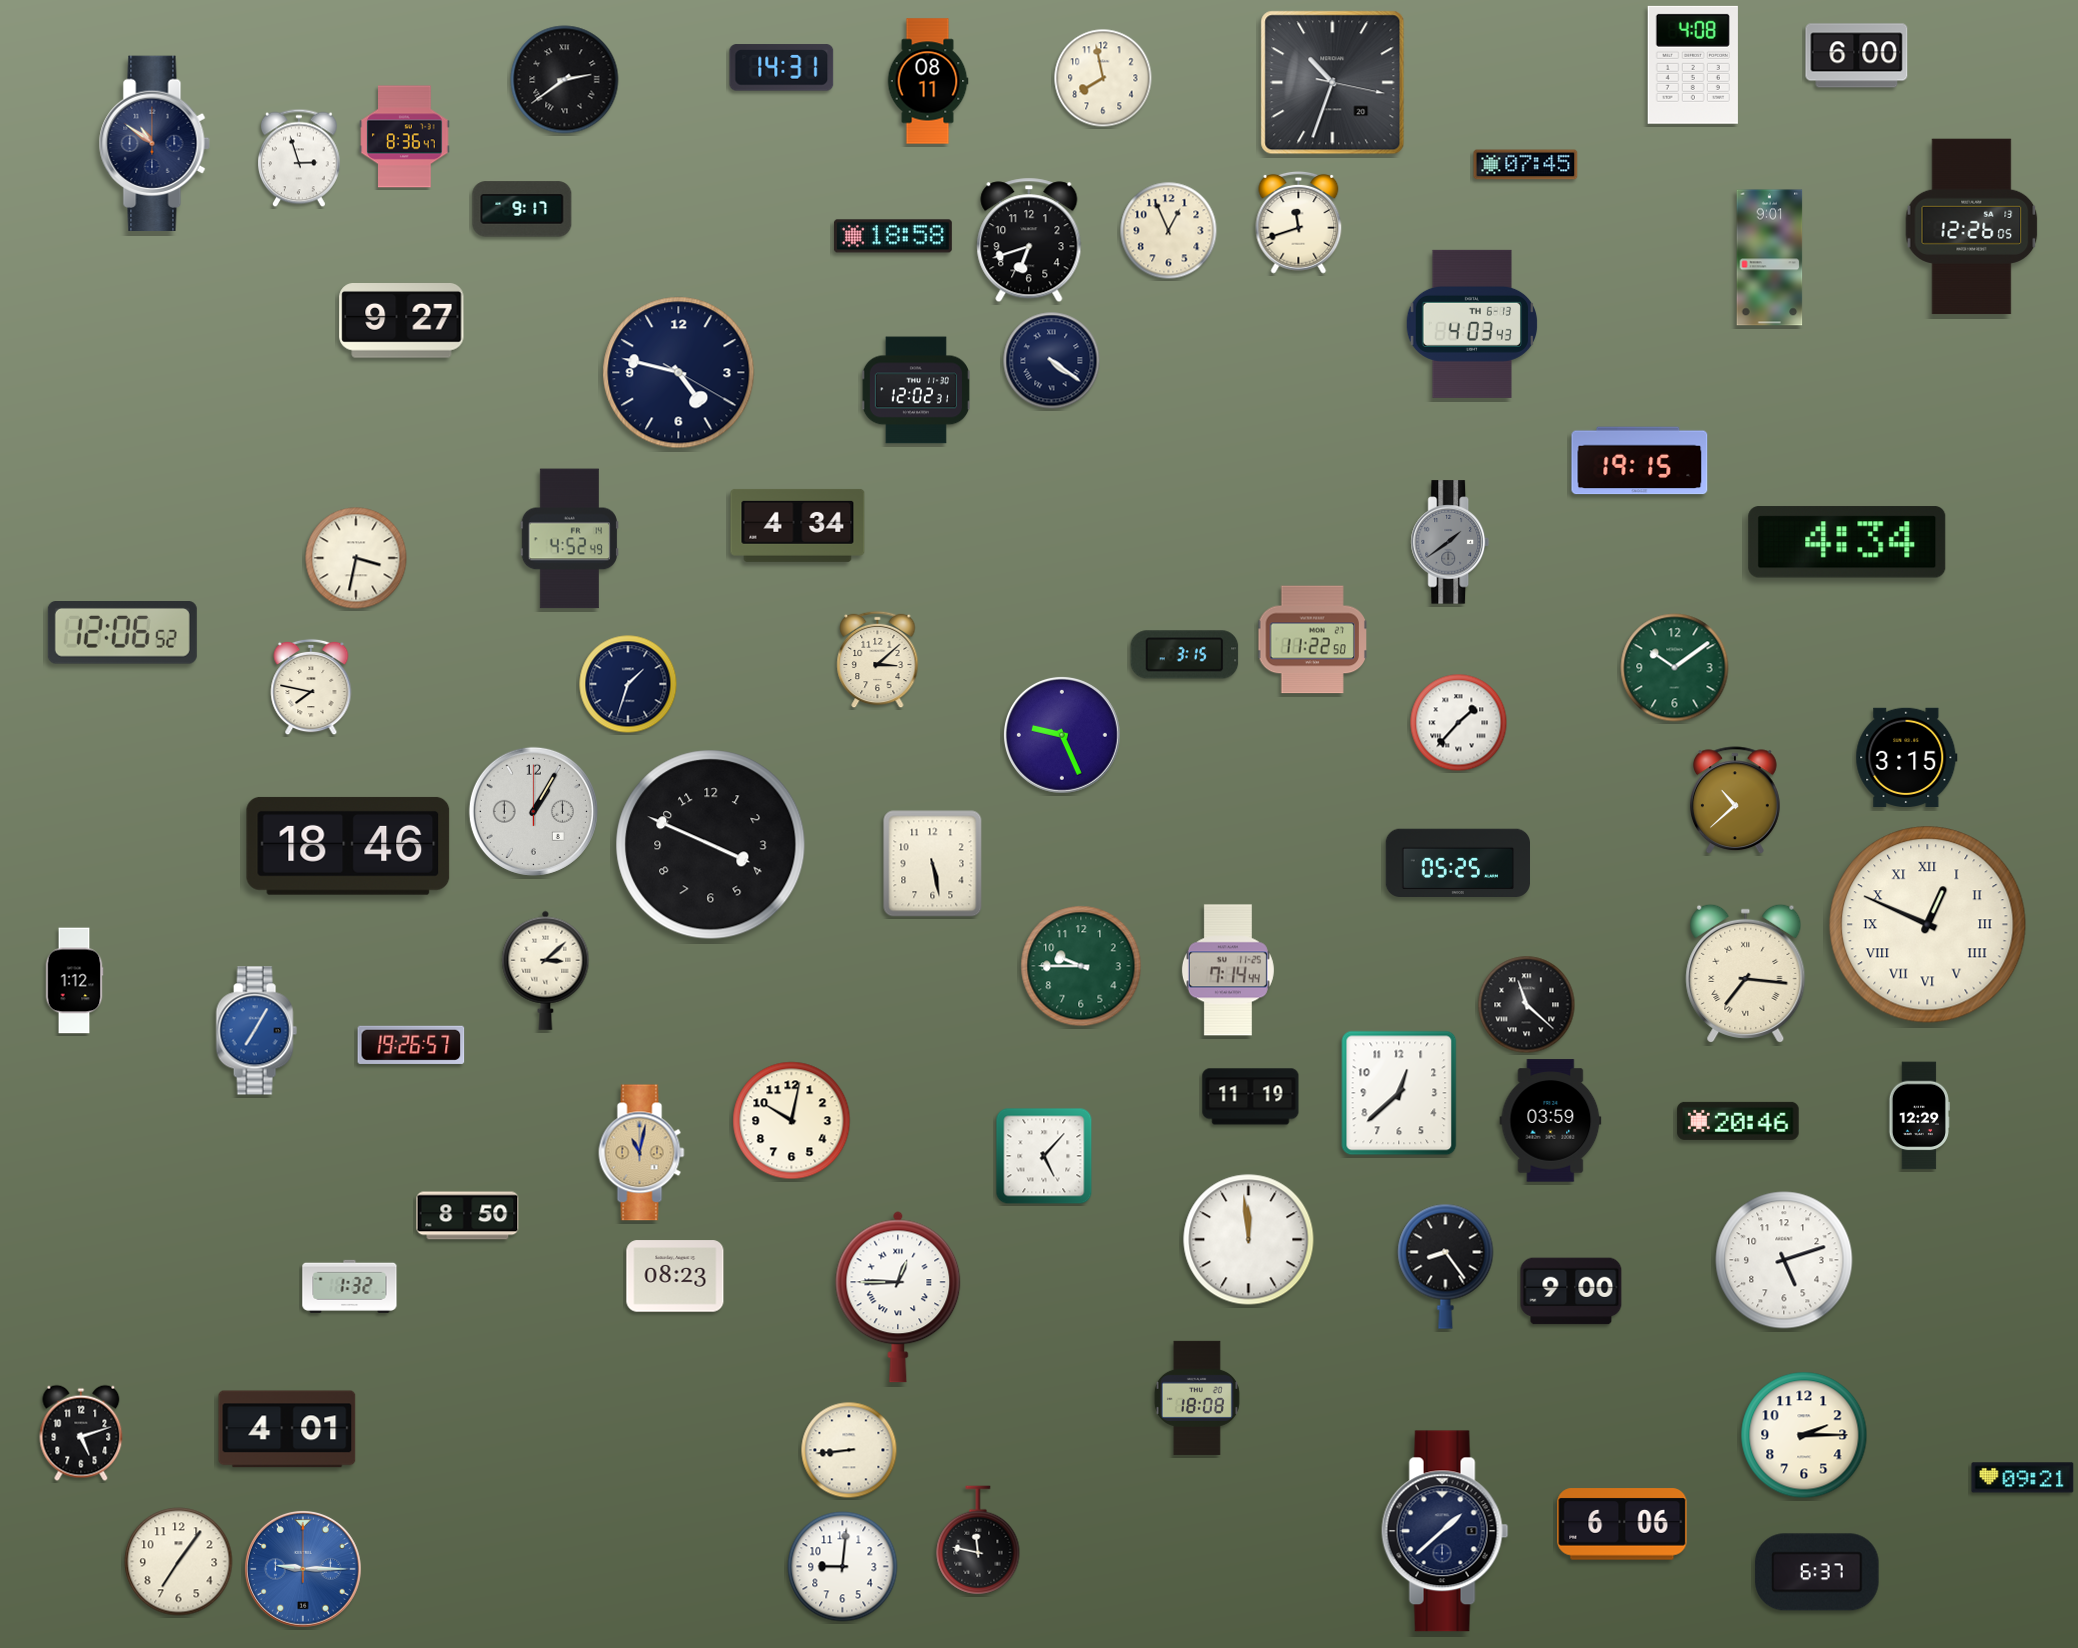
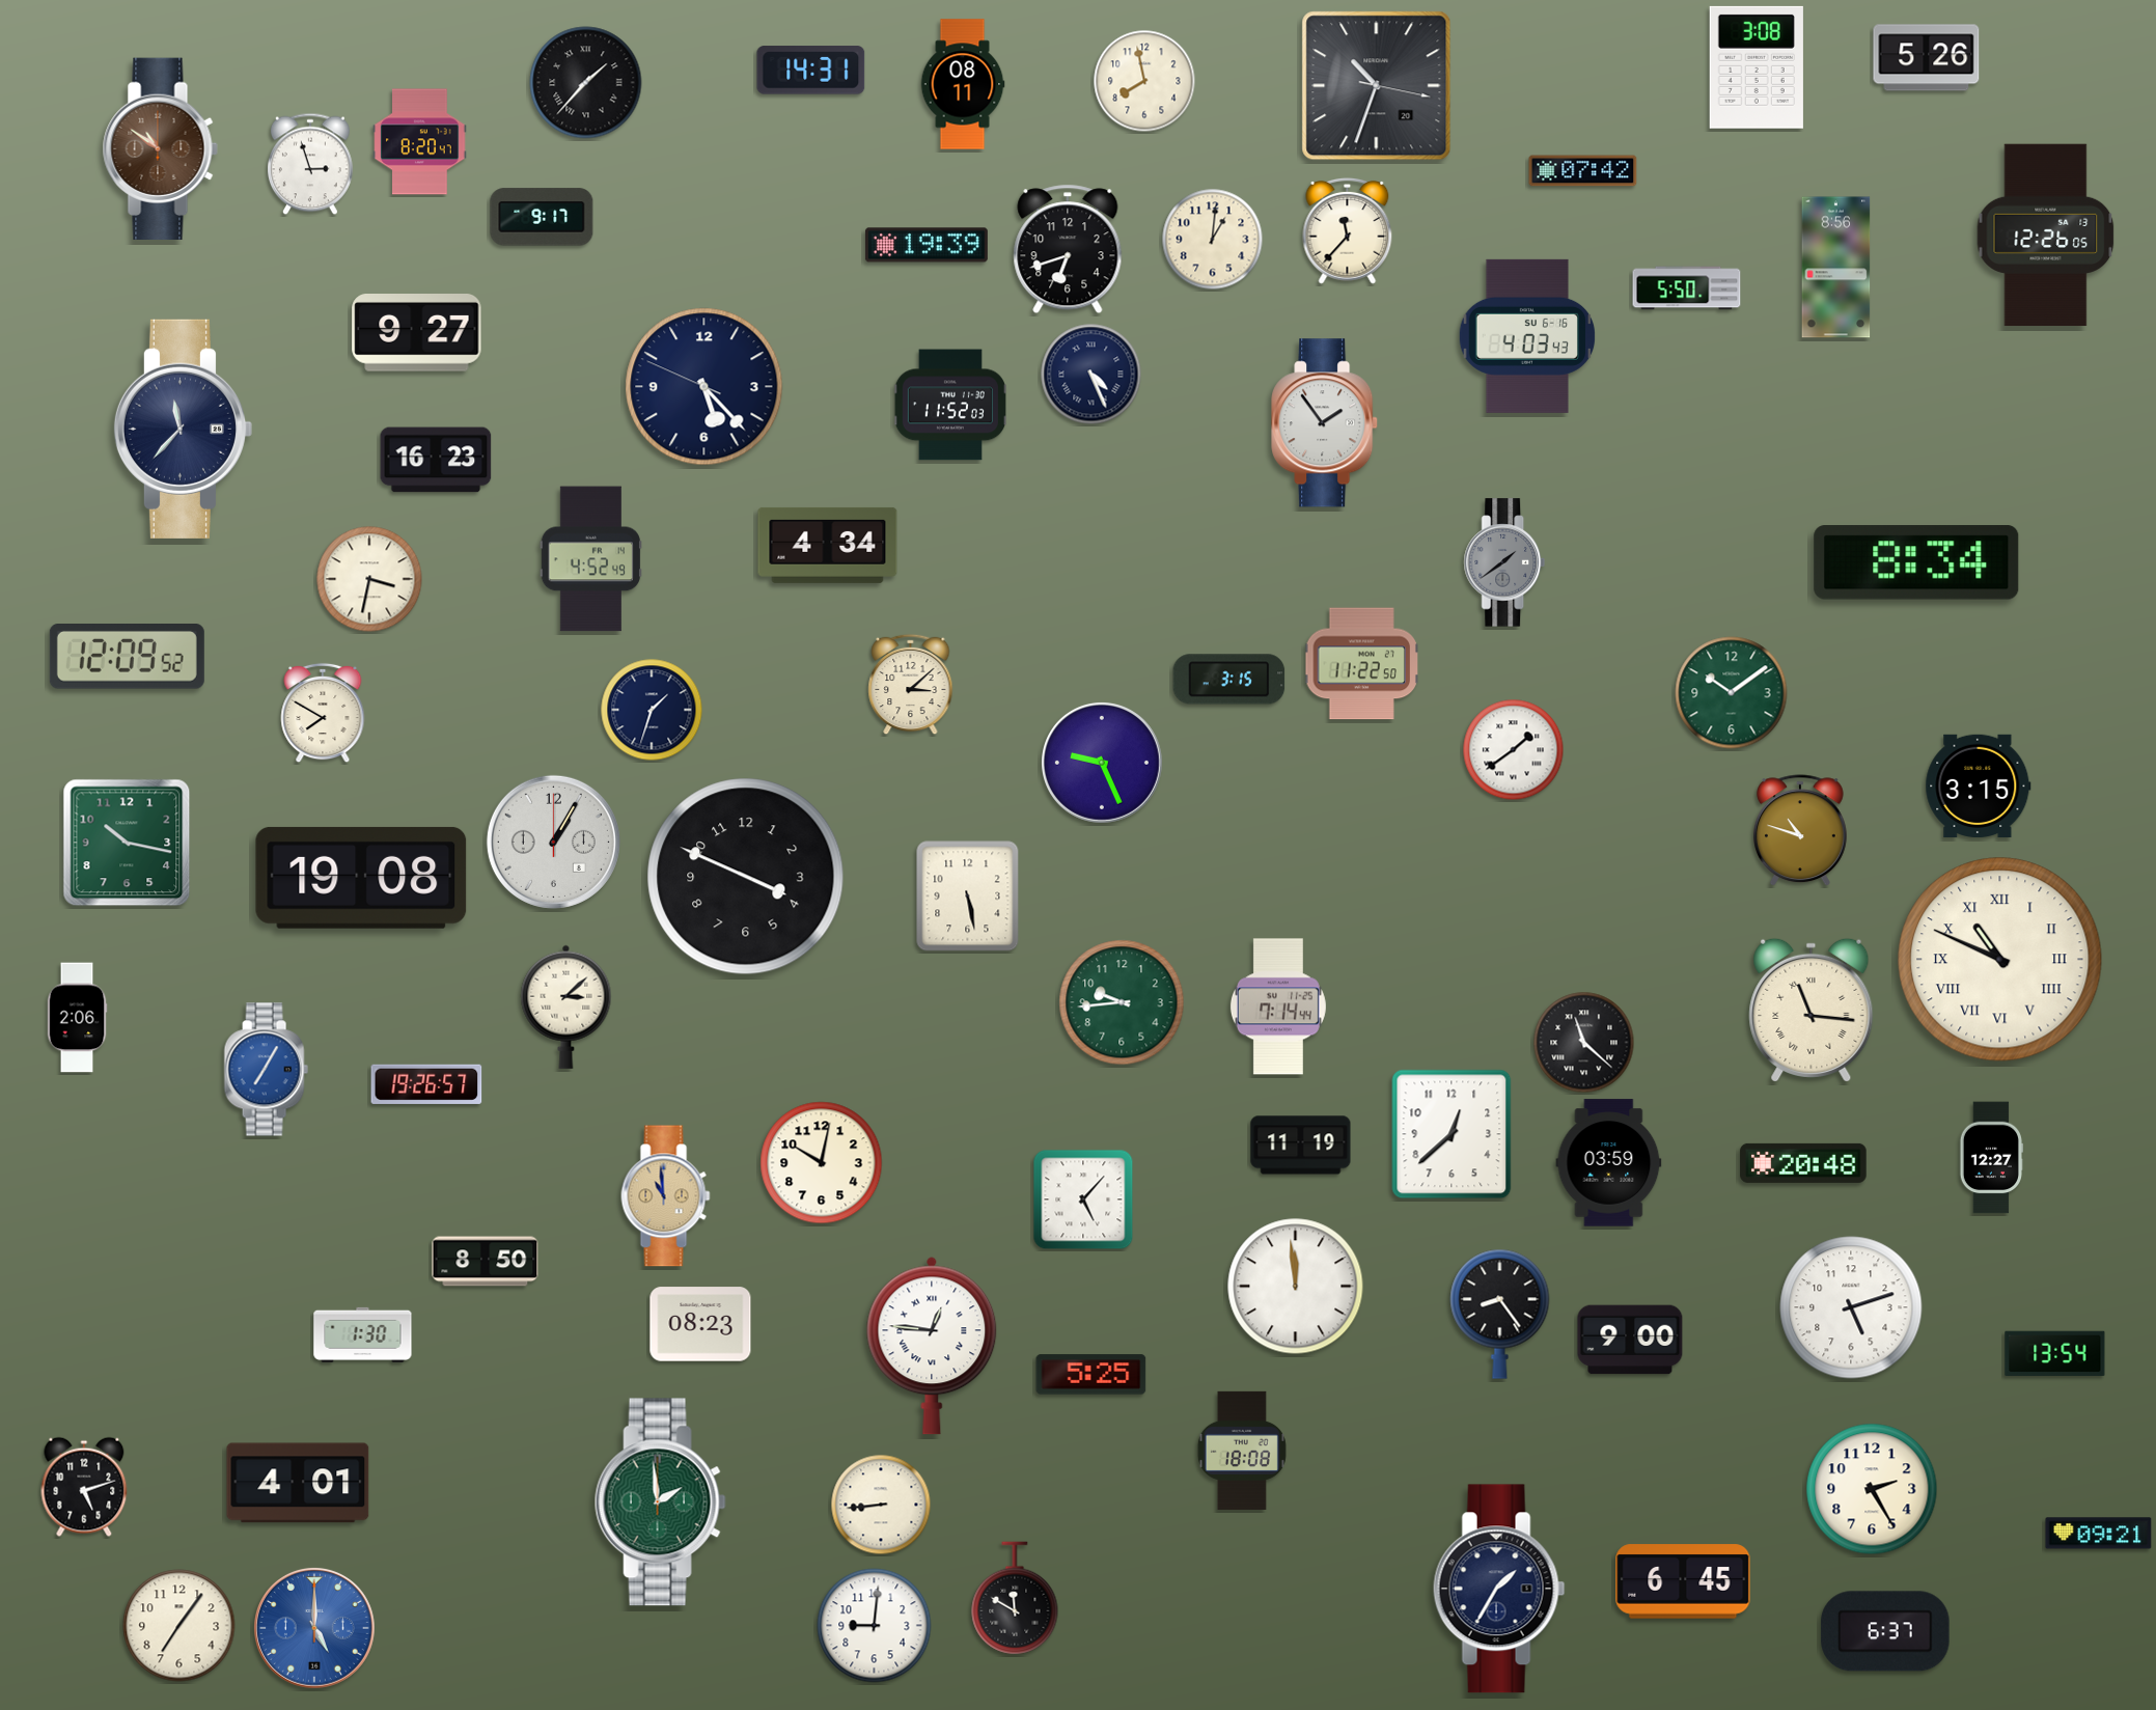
clock at (1857, 56): 6:00 -> 5:26
clock at (1693, 65): 4:08 -> 3:08
clock at (565, 80): 2:39 -> 1:37
clock at (1333, 83) position: (1333, 83) -> (1377, 86)
clock at (405, 137): 8:36 -> 8:20
clock at (154, 143) dial: navy -> brown
clock at (1526, 165): 07:45 -> 07:42
clock at (1299, 222): 11:42 -> 11:37
clock at (1169, 231): 12:56 -> 1:01
clock at (893, 236): 18:58 -> 19:39
clock at (1770, 258): 9:01 -> 8:56
clock at (1687, 288): none -> 5:50
clock at (1472, 324) date: TH 6-13 -> SU 6-16
clock at (1052, 361): 4:21 -> 4:26
clock at (679, 373): 4:47 -> 5:22
clock at (916, 390): 12:02 -> 11:52
clock at (1325, 423): none -> 1:54
clock at (183, 429): none -> 11:37
clock at (436, 460): none -> 16:23
clock at (1640, 461): 19:15 -> none
clock at (1847, 543): 4:34 -> 8:34
clock at (122, 633): 12:06 -> 12:09
clock at (1675, 668) position: (1675, 668) -> (1732, 693)
clock at (311, 687): 7:47 -> 7:50
clock at (1459, 723): 1:37 -> 1:39
clock at (1735, 801): 10:38 -> 10:48
clock at (127, 843): none -> 10:17
clock at (711, 845) position: (711, 845) -> (746, 877)
clock at (348, 846): 18:46 -> 19:08
clock at (1457, 863): 05:25 -> none
clock at (1928, 925): 12:49 -> 10:49
clock at (1081, 966): 9:45 -> 9:44
clock at (1228, 970) position: (1228, 970) -> (1278, 1006)
clock at (1746, 973): 7:16 -> 11:16
clock at (74, 981): 1:12 -> 2:06
clock at (1251, 1097) position: (1251, 1097) -> (1301, 1146)
clock at (1919, 1116): 12:29 -> 12:27
clock at (1738, 1121): 20:46 -> 20:48
clock at (642, 1153): 11:02 -> 10:59
clock at (350, 1286): 1:32 -> 1:30
clock at (898, 1297): 12:45 -> 12:46
clock at (2055, 1354): none -> 13:54
clock at (1091, 1375): none -> 5:25
clock at (1804, 1435): 2:15 -> 2:25
clock at (660, 1502): none -> 1:59
clock at (1622, 1524): 6:06 -> 6:45
clock at (1445, 1531): 1:38 -> 1:35
clock at (978, 1540): 11:47 -> 11:50
clock at (179, 1562) position: (179, 1562) -> (179, 1626)
clock at (303, 1569): 9:15 -> 5:00
